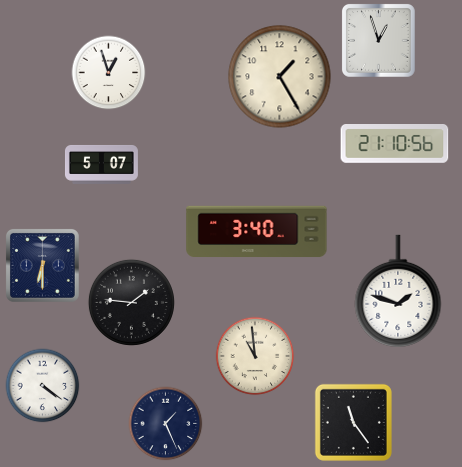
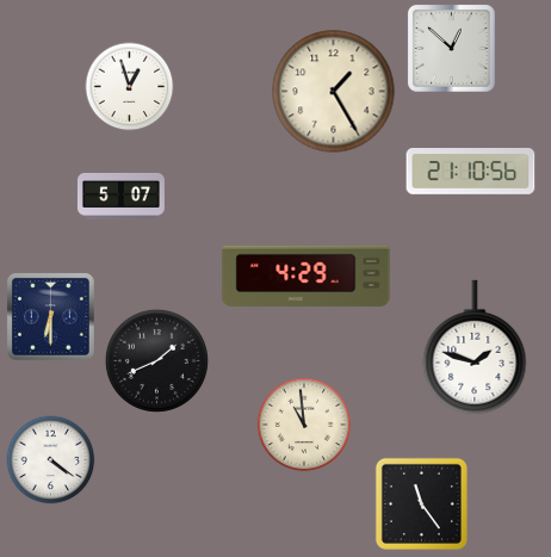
clock at (379, 41): 12:57 -> 12:52
clock at (257, 232): 3:40 -> 4:29
clock at (131, 302): 1:46 -> 1:41
clock at (166, 424): 1:26 -> none
